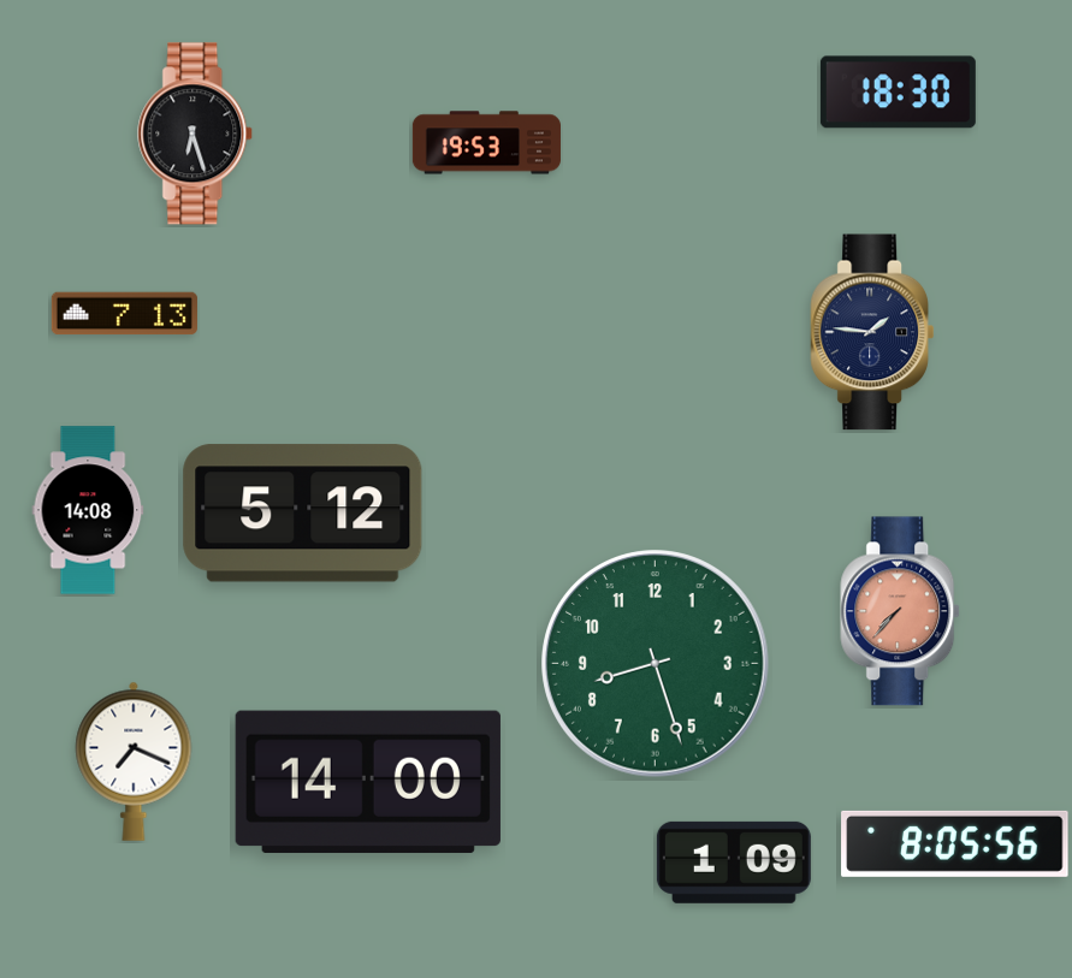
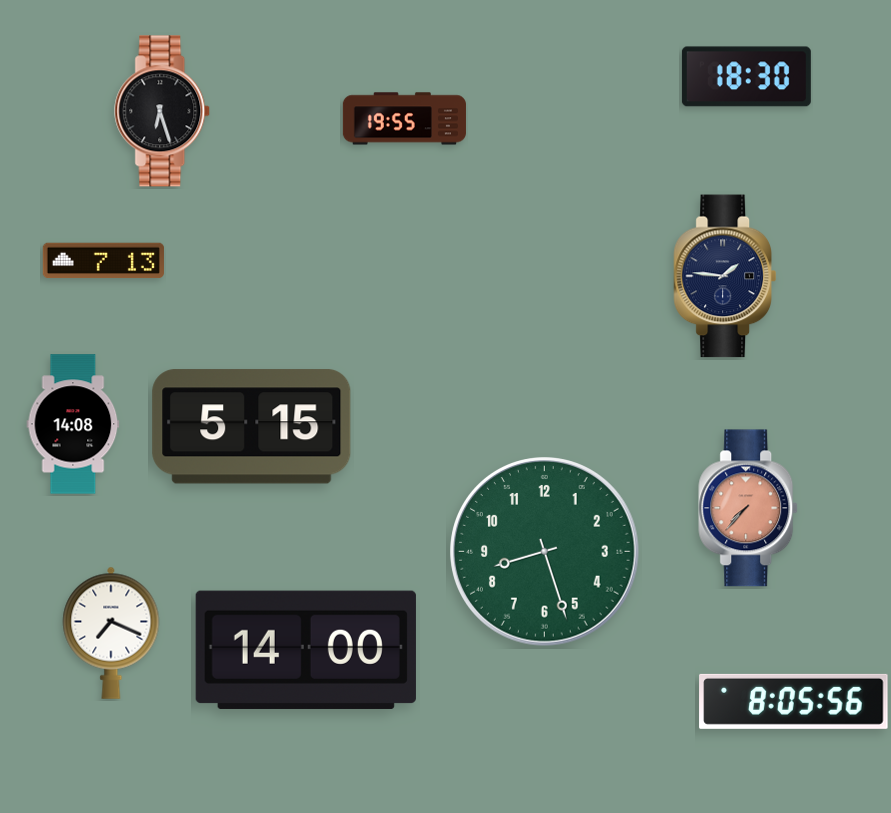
clock at (486, 143): 19:53 -> 19:55
clock at (303, 514): 5:12 -> 5:15
clock at (734, 863): 1:09 -> none
